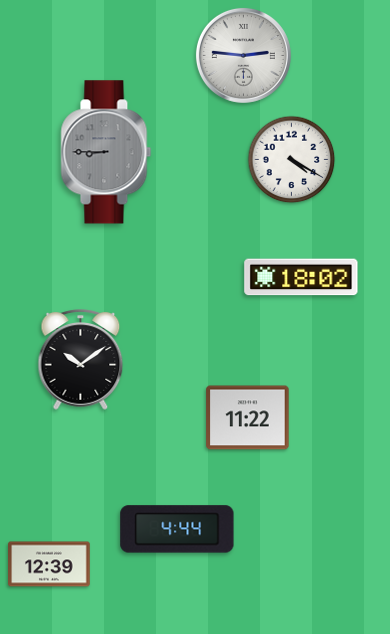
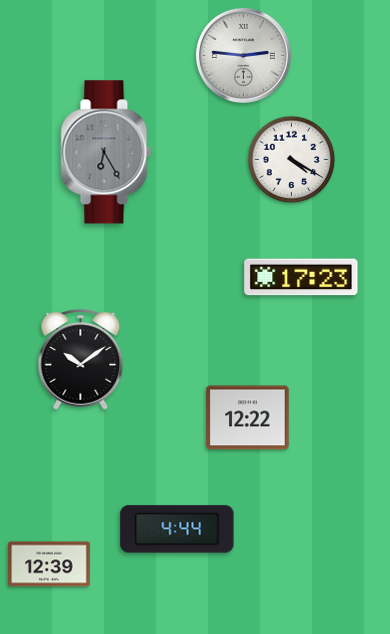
clock at (106, 152): 8:45 -> 6:25
clock at (301, 277): 18:02 -> 17:23
clock at (248, 418): 11:22 -> 12:22
